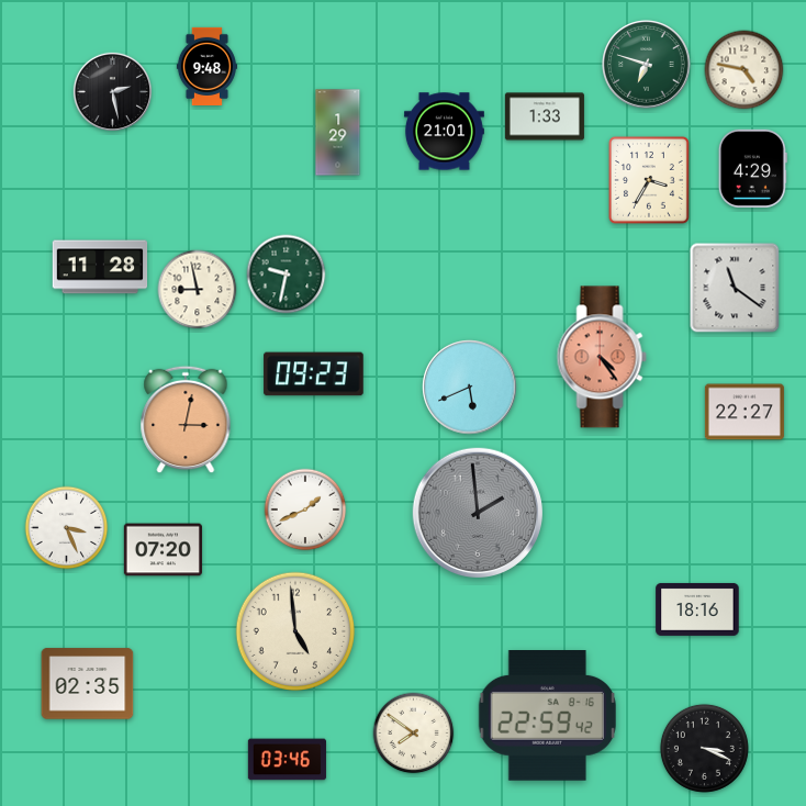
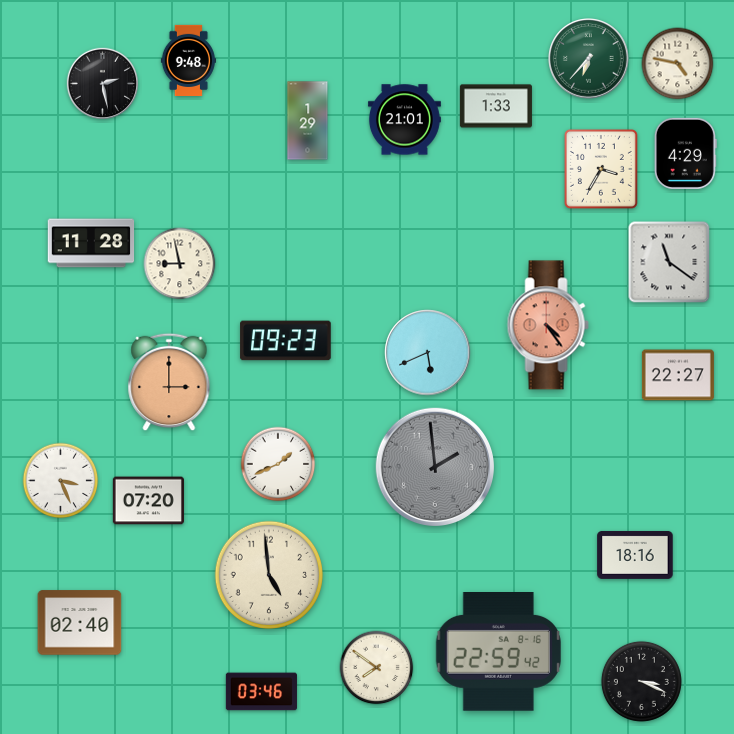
clock at (647, 65): 6:48 -> 6:37
clock at (649, 180) position: (649, 180) -> (601, 169)
clock at (287, 275): 9:32 -> none
clock at (186, 419): 3:02 -> 3:00
clock at (88, 684): 02:35 -> 02:40
